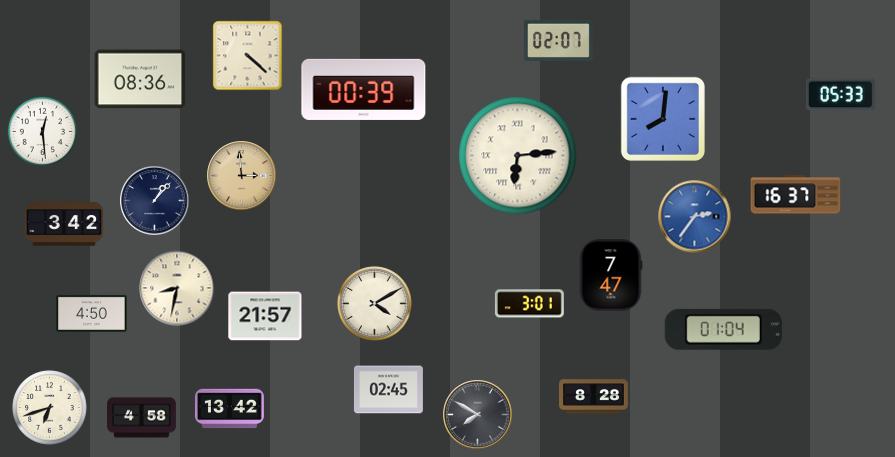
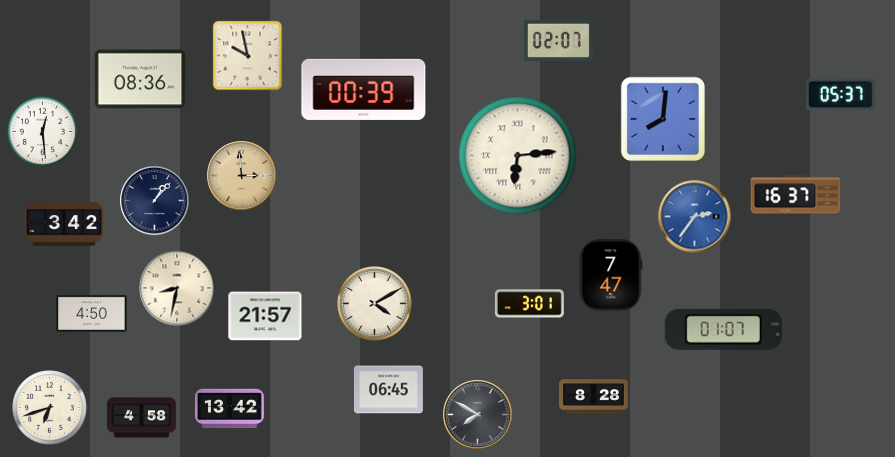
clock at (248, 56): 4:22 -> 9:58
clock at (840, 95): 05:33 -> 05:37
clock at (723, 329): 01:04 -> 01:07
clock at (388, 390): 02:45 -> 06:45
